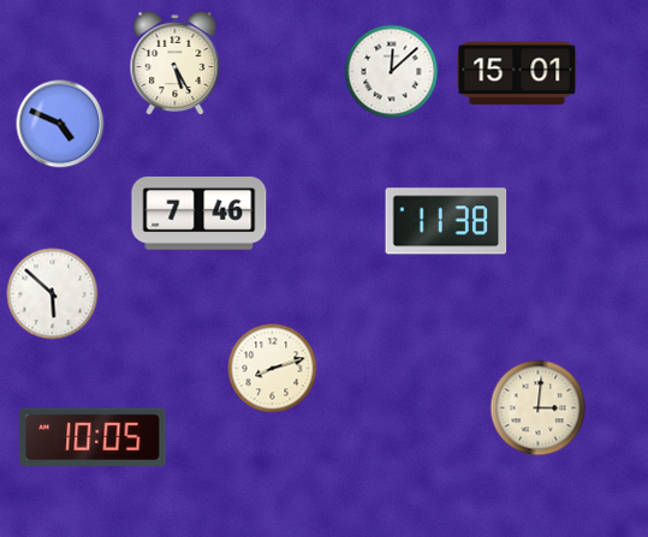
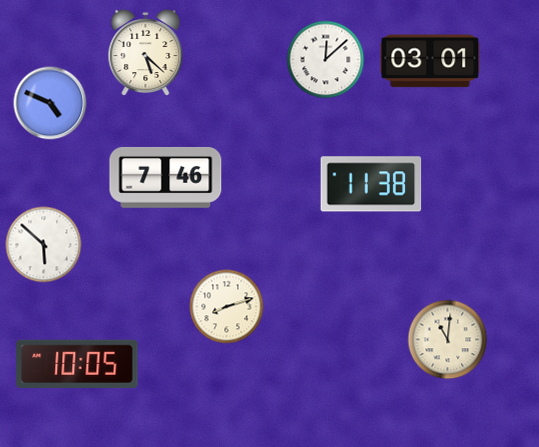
clock at (176, 64): 5:25 -> 5:22
clock at (517, 73): 15:01 -> 03:01
clock at (539, 408): 3:01 -> 11:01
